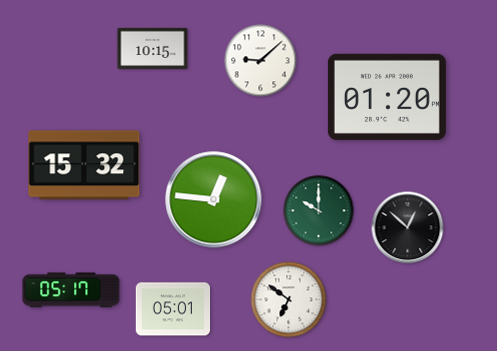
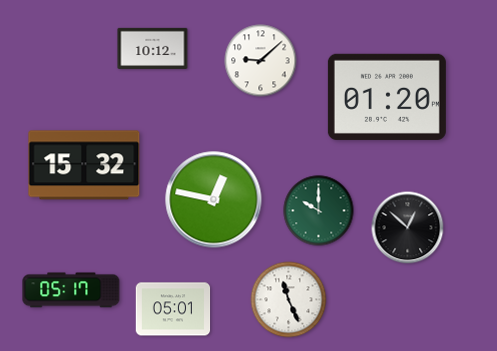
clock at (153, 48): 10:15 -> 10:12
clock at (214, 200): 12:46 -> 12:47
clock at (289, 300): 6:51 -> 11:26
